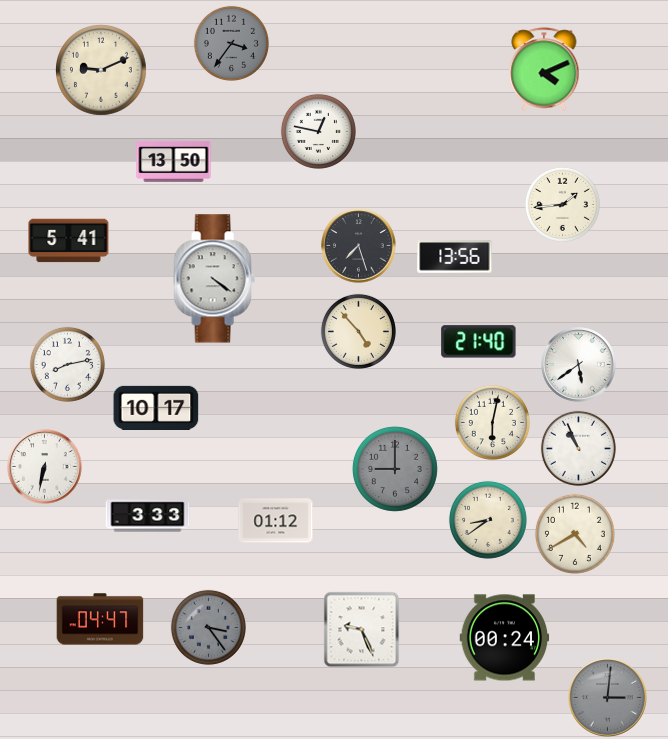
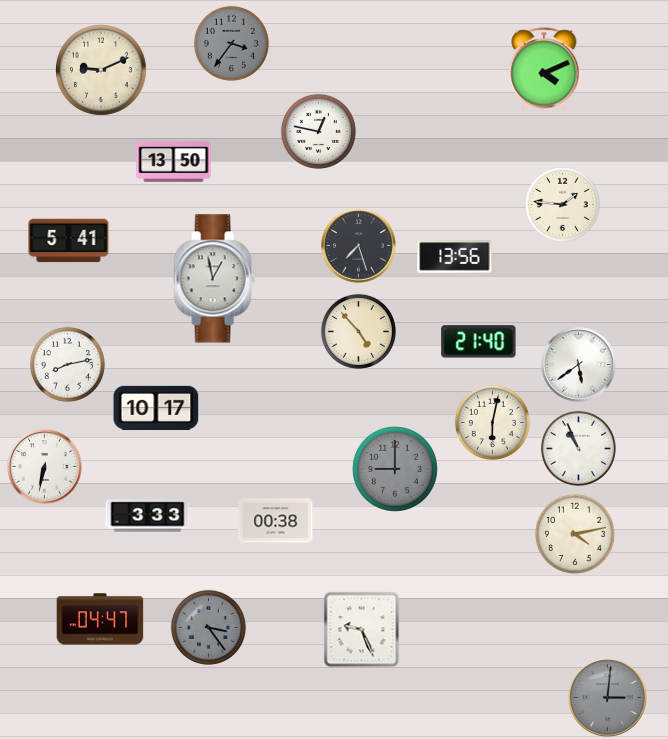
clock at (562, 204): 1:44 -> 1:46
clock at (214, 279): 4:21 -> 12:58
clock at (488, 520): 8:39 -> none
clock at (276, 521): 01:12 -> 00:38
clock at (575, 534): 4:40 -> 4:13
clock at (505, 638): 00:24 -> none
